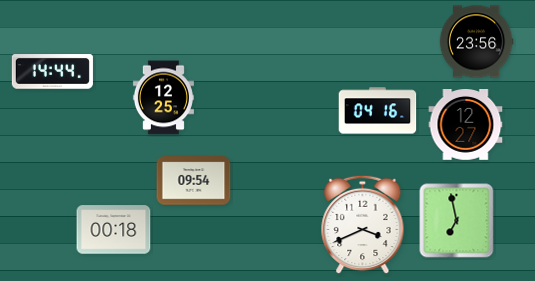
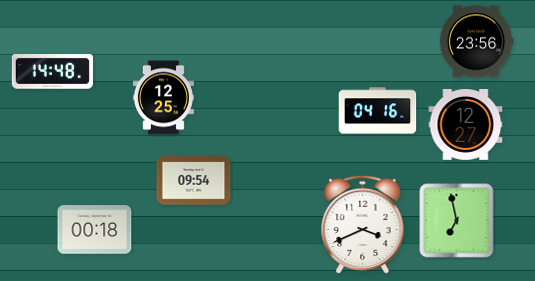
clock at (52, 72): 14:44 -> 14:48
clock at (114, 230) position: (114, 230) -> (95, 230)
